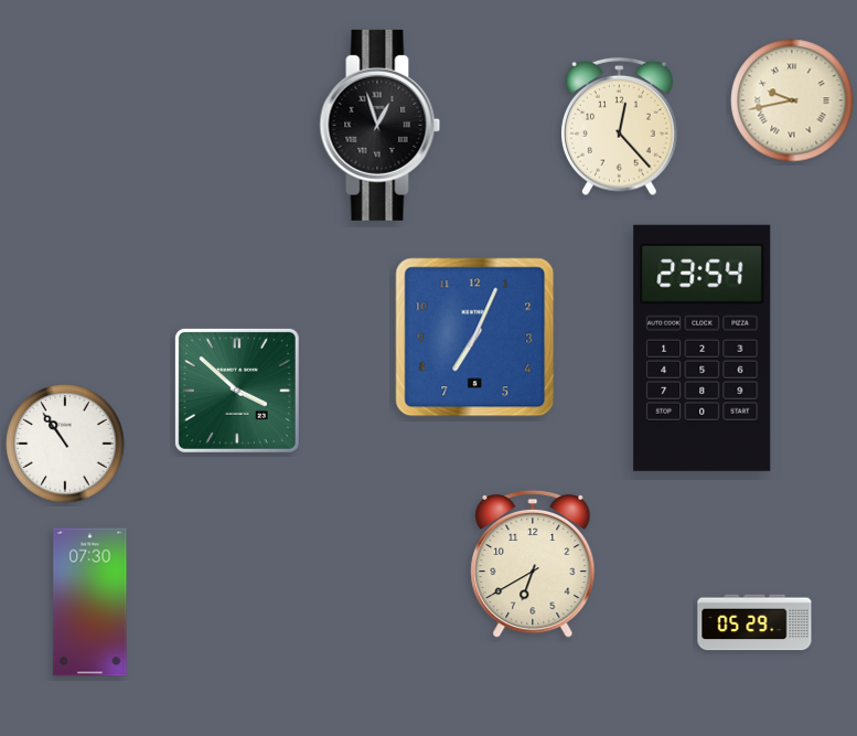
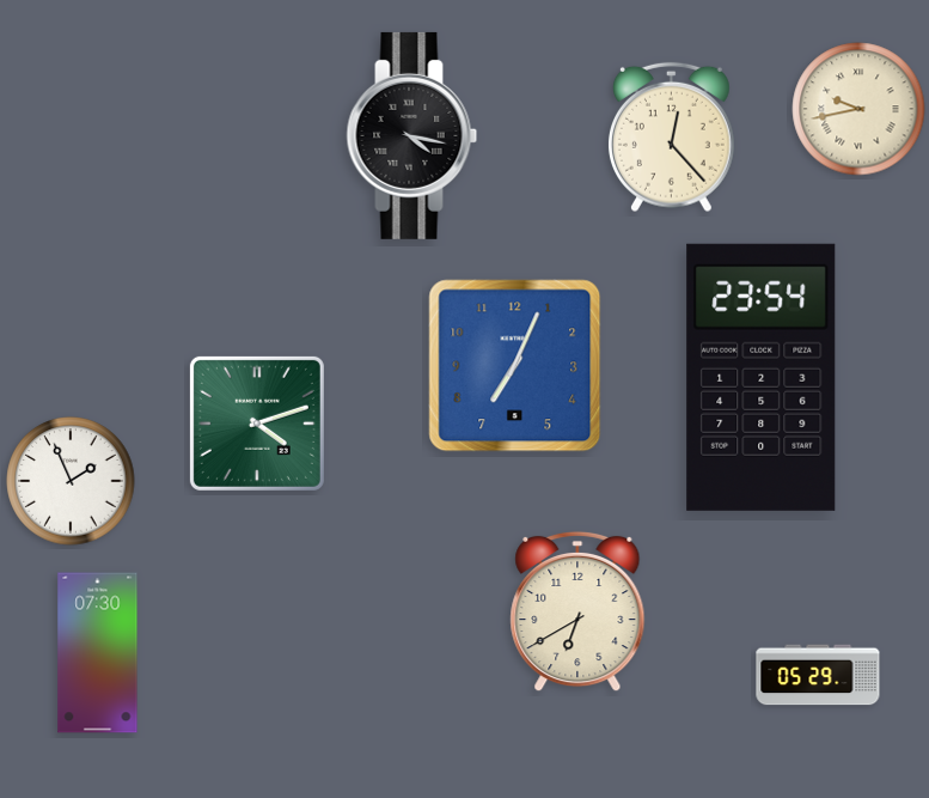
clock at (381, 125): 12:57 -> 4:17
clock at (237, 391): 3:52 -> 4:12
clock at (65, 444): 10:54 -> 1:56
